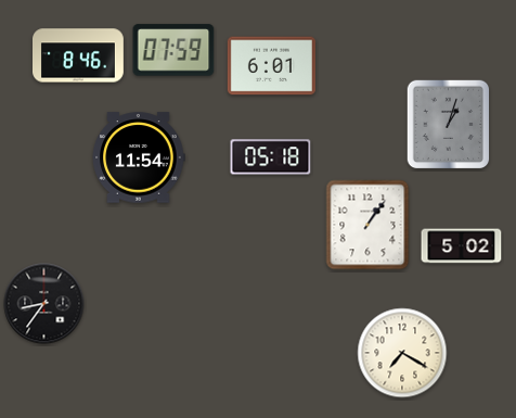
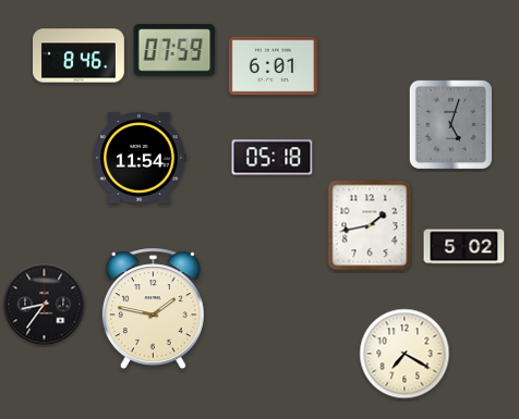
clock at (449, 125): 1:03 -> 5:03
clock at (367, 225): 1:06 -> 1:43
clock at (153, 309): none -> 1:47
